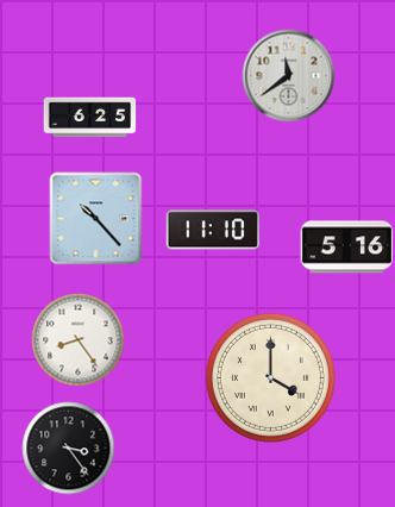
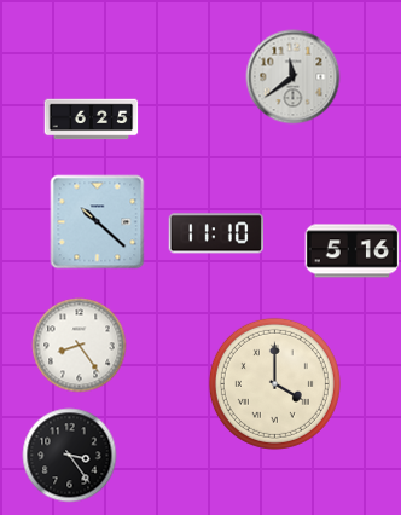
clock at (95, 218): 10:23 -> 10:22
